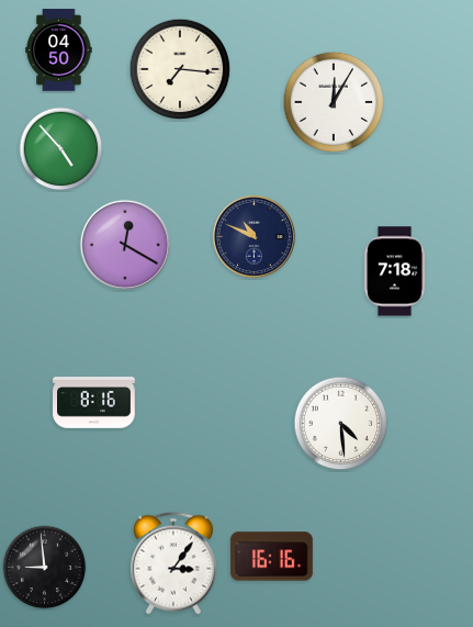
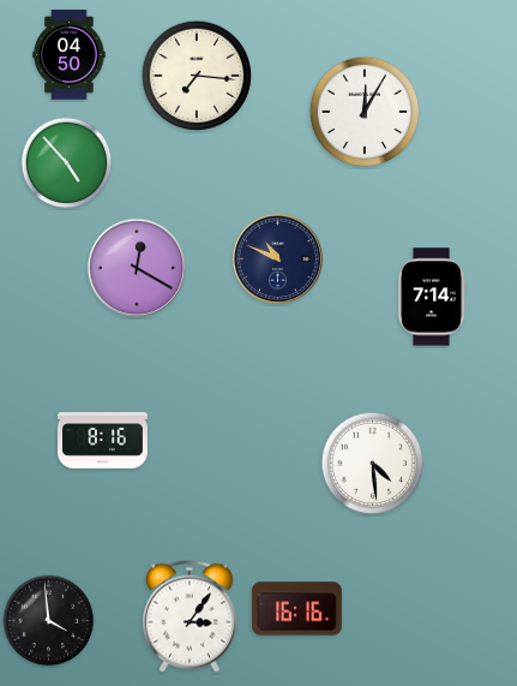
clock at (59, 51) position: (59, 51) -> (70, 55)
clock at (395, 271): 7:18 -> 7:14
clock at (45, 568): 8:59 -> 3:59
